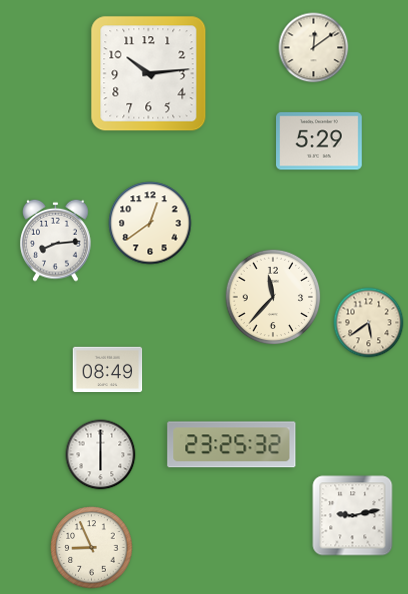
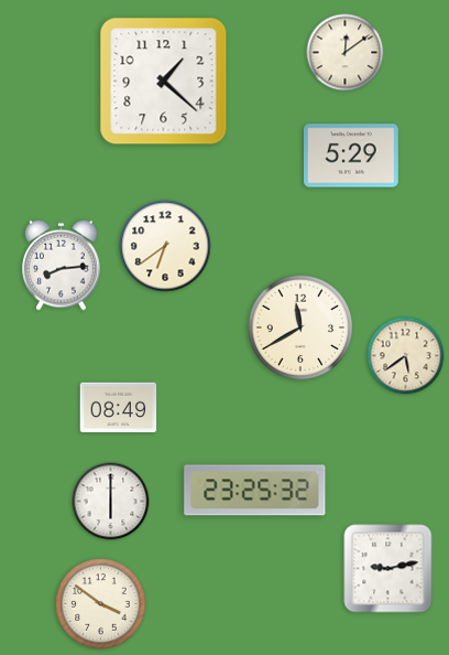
clock at (149, 74): 10:14 -> 1:22
clock at (150, 223): 12:39 -> 6:39
clock at (273, 297): 11:37 -> 11:40
clock at (92, 548): 8:56 -> 3:51
